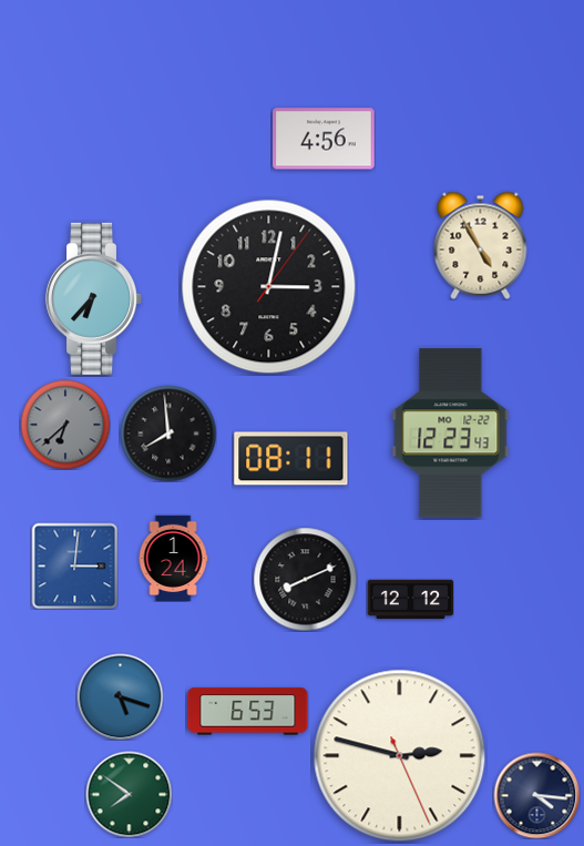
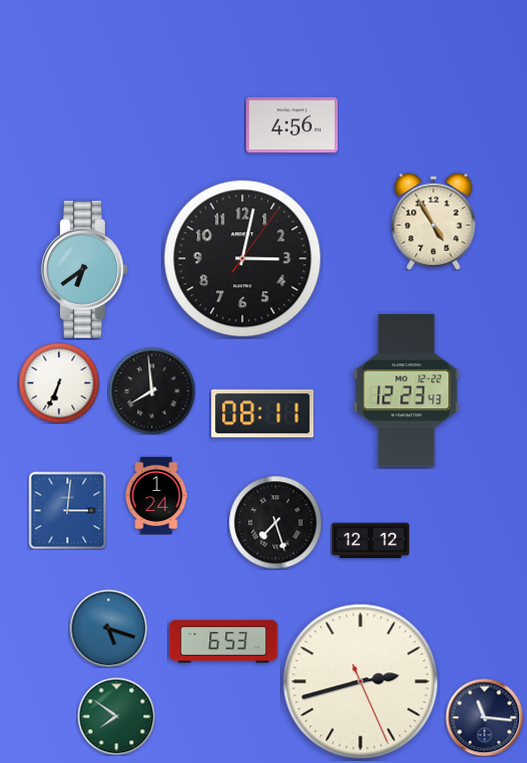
clock at (94, 298): 6:37 -> 6:39
clock at (65, 425): 6:38 -> 6:34
clock at (65, 425) dial: grey -> white
clock at (173, 558) position: (173, 558) -> (156, 495)
clock at (305, 579): 8:11 -> 7:27
clock at (400, 756): 2:47 -> 2:42
clock at (536, 795): 4:16 -> 11:16
